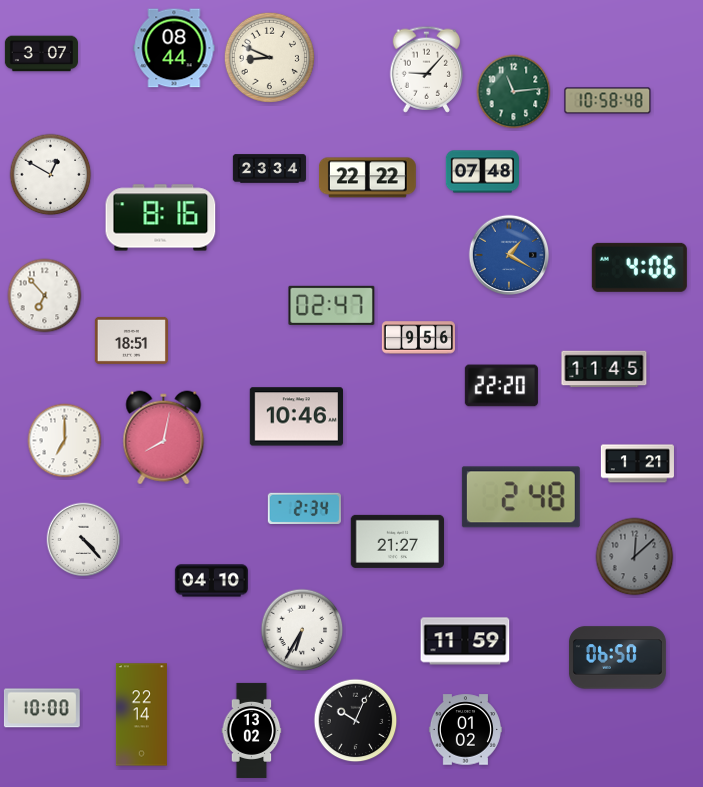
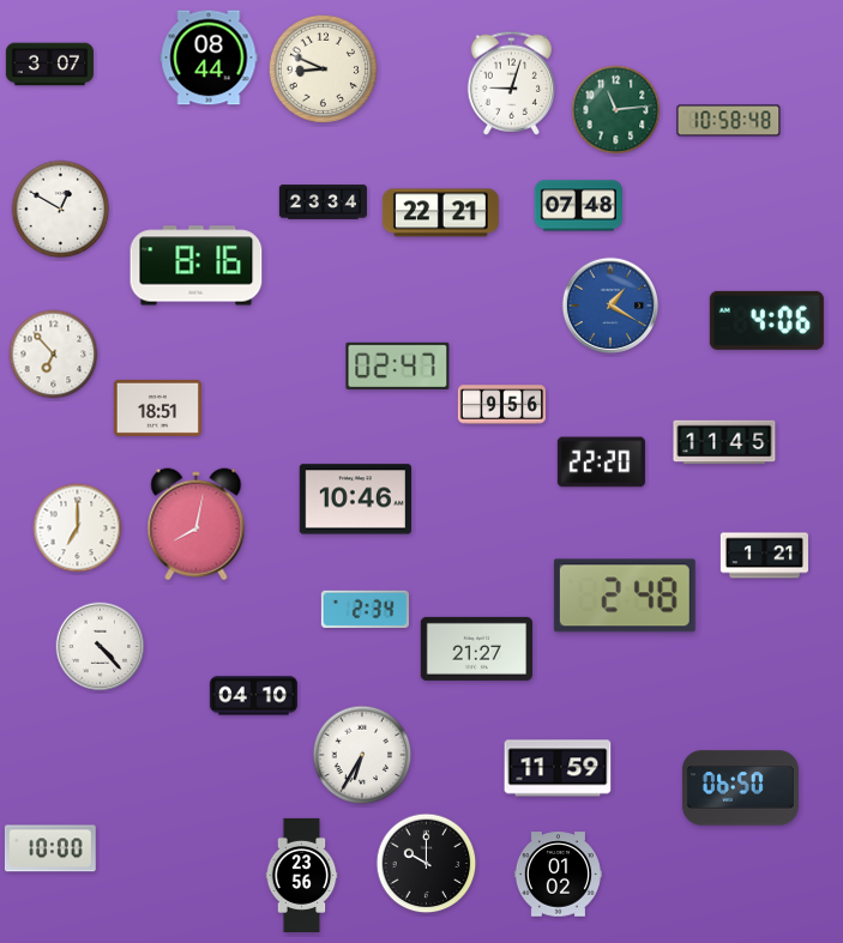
clock at (427, 69): 9:07 -> 9:03
clock at (367, 178): 22:22 -> 22:21
clock at (161, 218) position: (161, 218) -> (197, 266)
clock at (635, 557): 12:08 -> none
clock at (141, 715): 22:14 -> none
clock at (356, 721): 10:04 -> 10:00
clock at (252, 730): 13:02 -> 23:56
